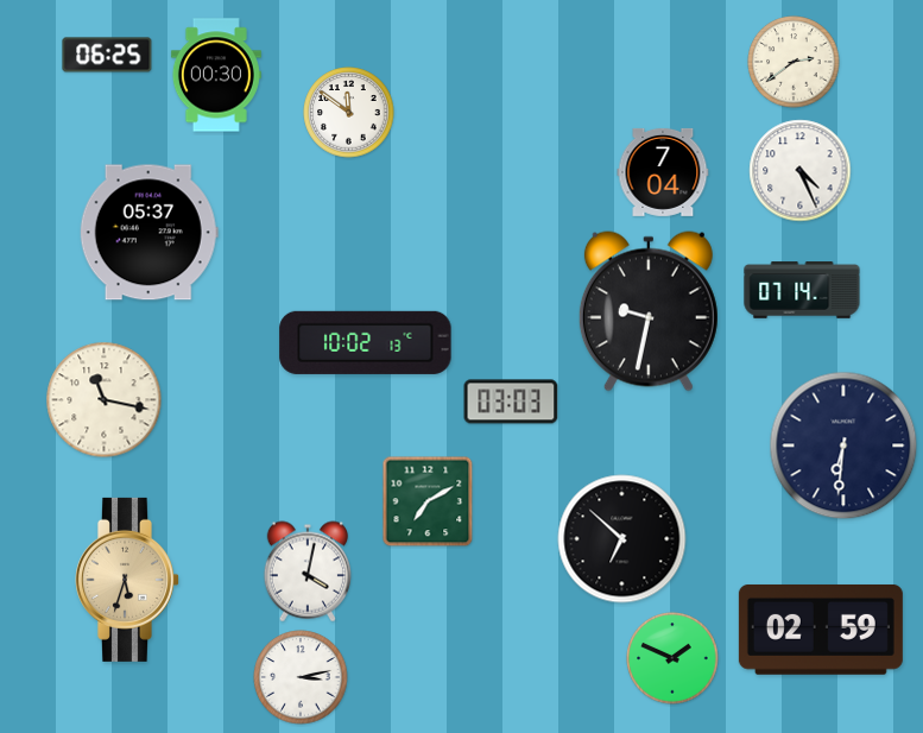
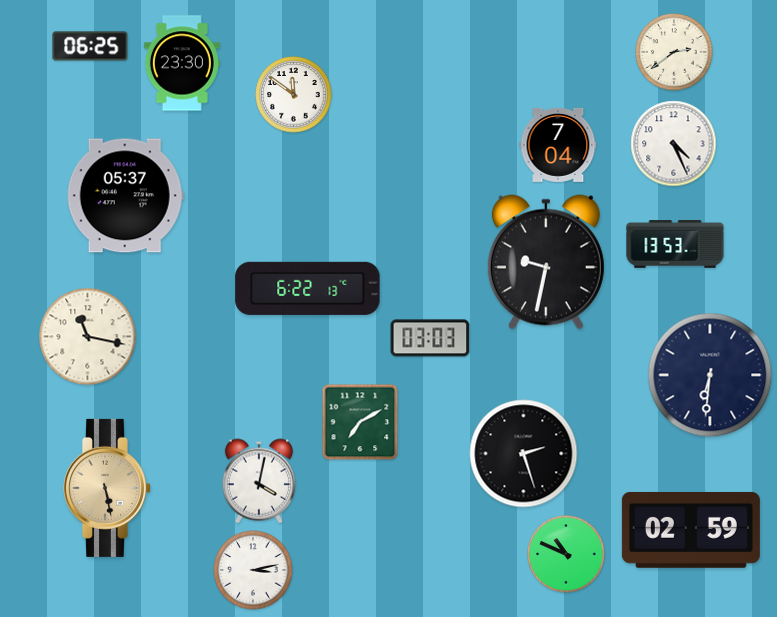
clock at (794, 62) position: (794, 62) -> (674, 52)
clock at (216, 75): 00:30 -> 23:30
clock at (802, 290): 07:14 -> 13:53
clock at (366, 342): 10:02 -> 6:22
clock at (622, 539): 6:52 -> 2:27
clock at (128, 580): 5:33 -> 5:28
clock at (672, 658): 1:49 -> 10:49
